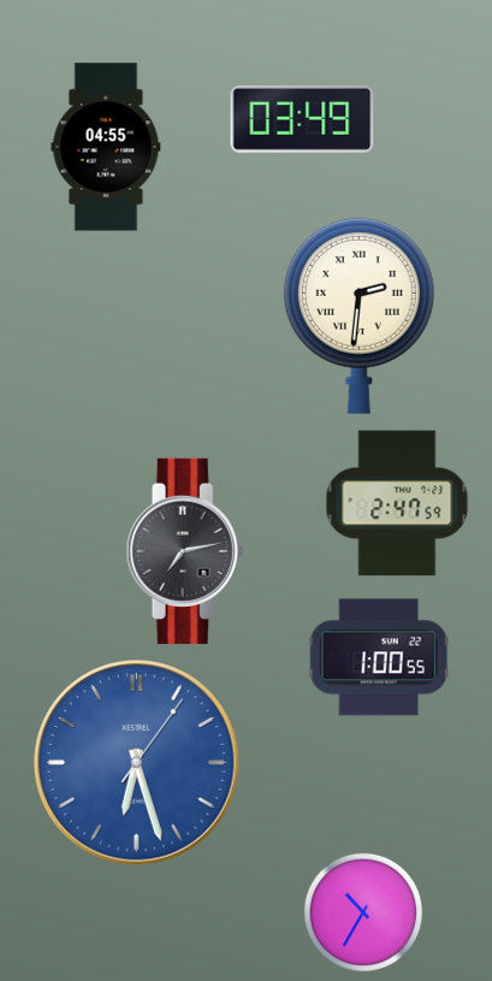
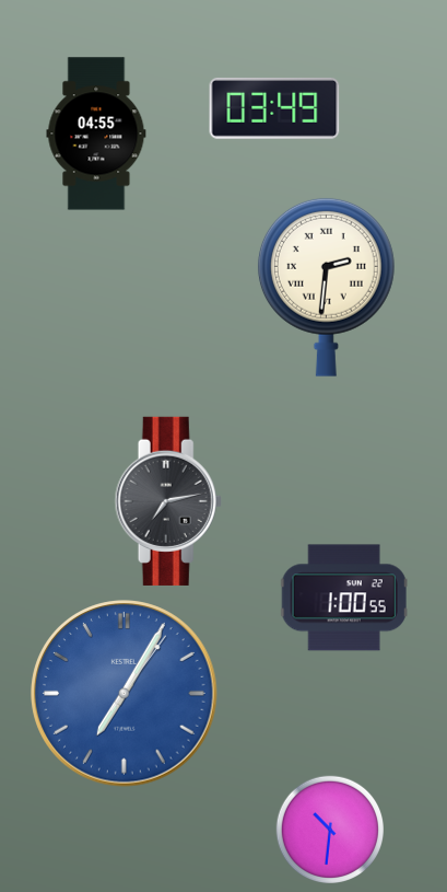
clock at (397, 503): 2:47 -> none
clock at (137, 763): 6:27 -> 7:05
clock at (362, 911): 10:35 -> 10:31
